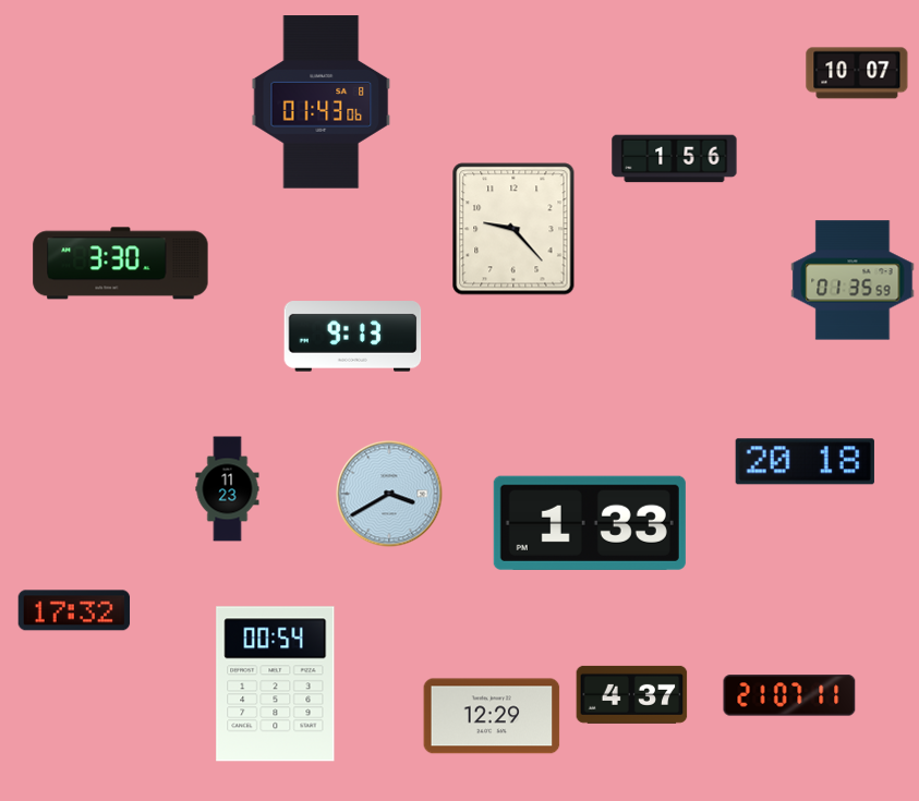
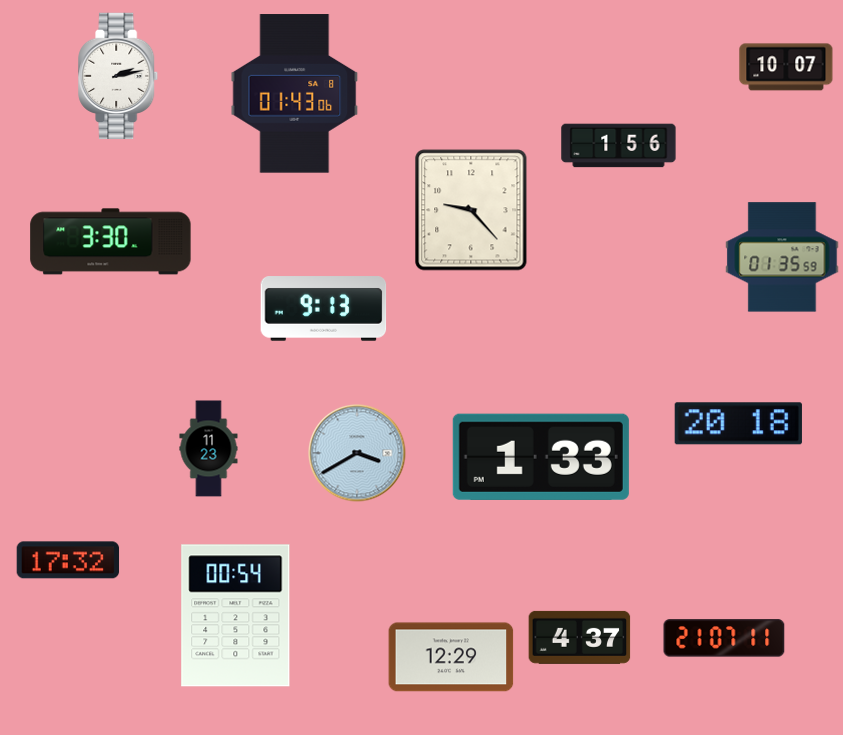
clock at (119, 76): none -> 2:13
clock at (590, 523) position: (590, 523) -> (541, 457)
clock at (276, 684) position: (276, 684) -> (236, 616)
